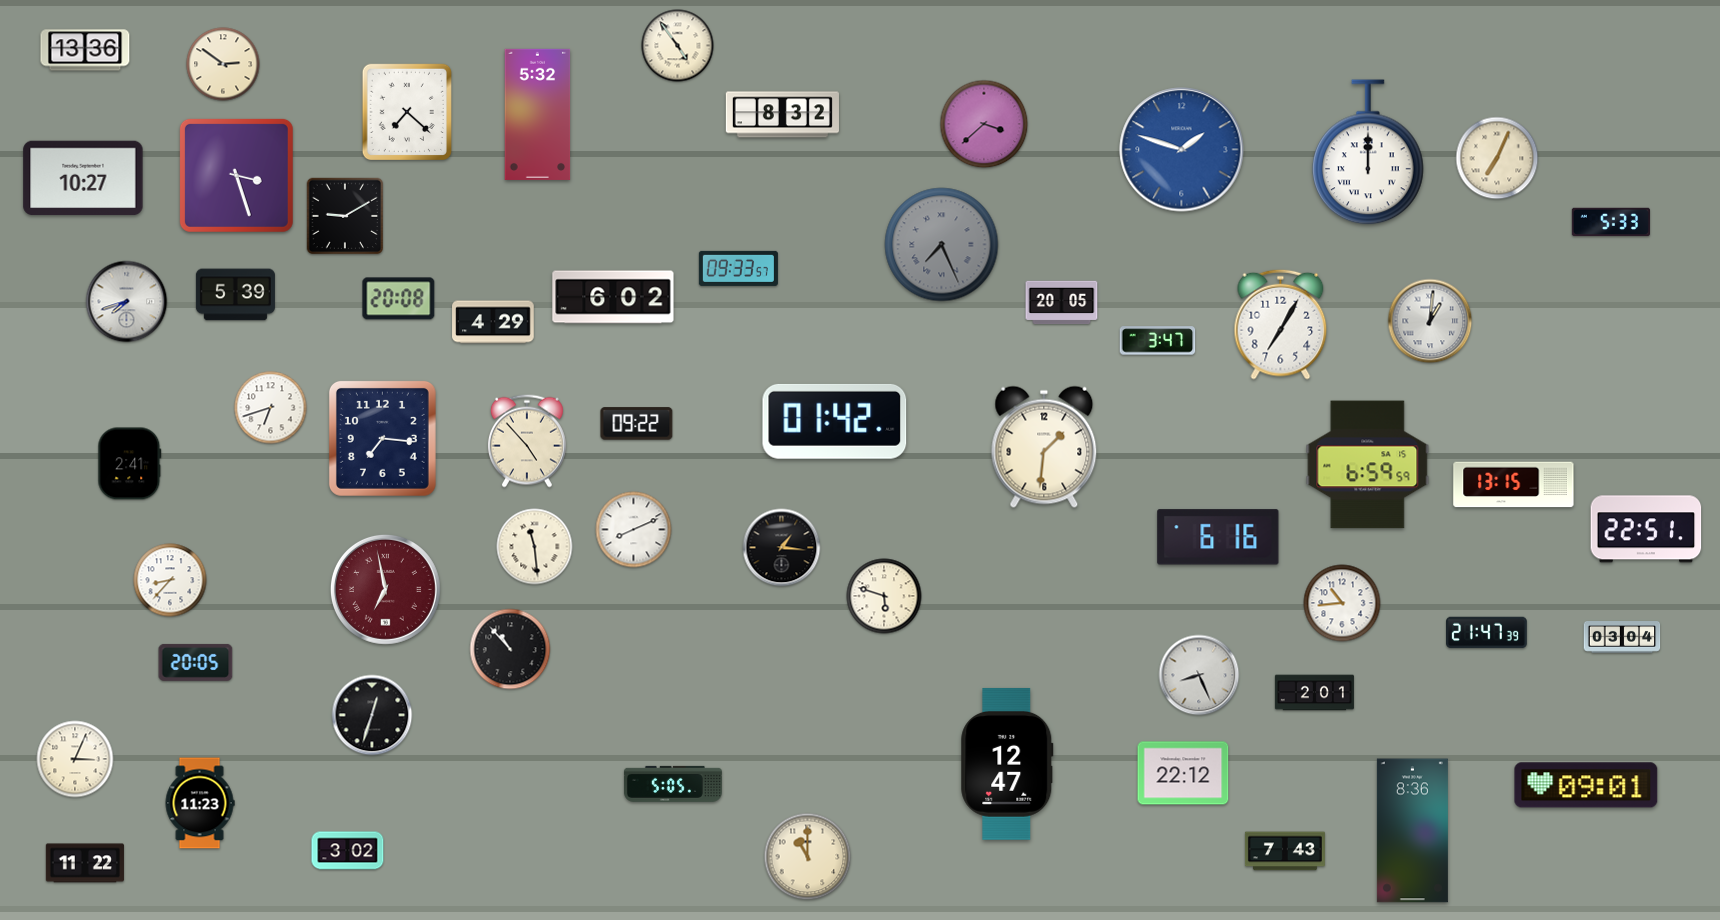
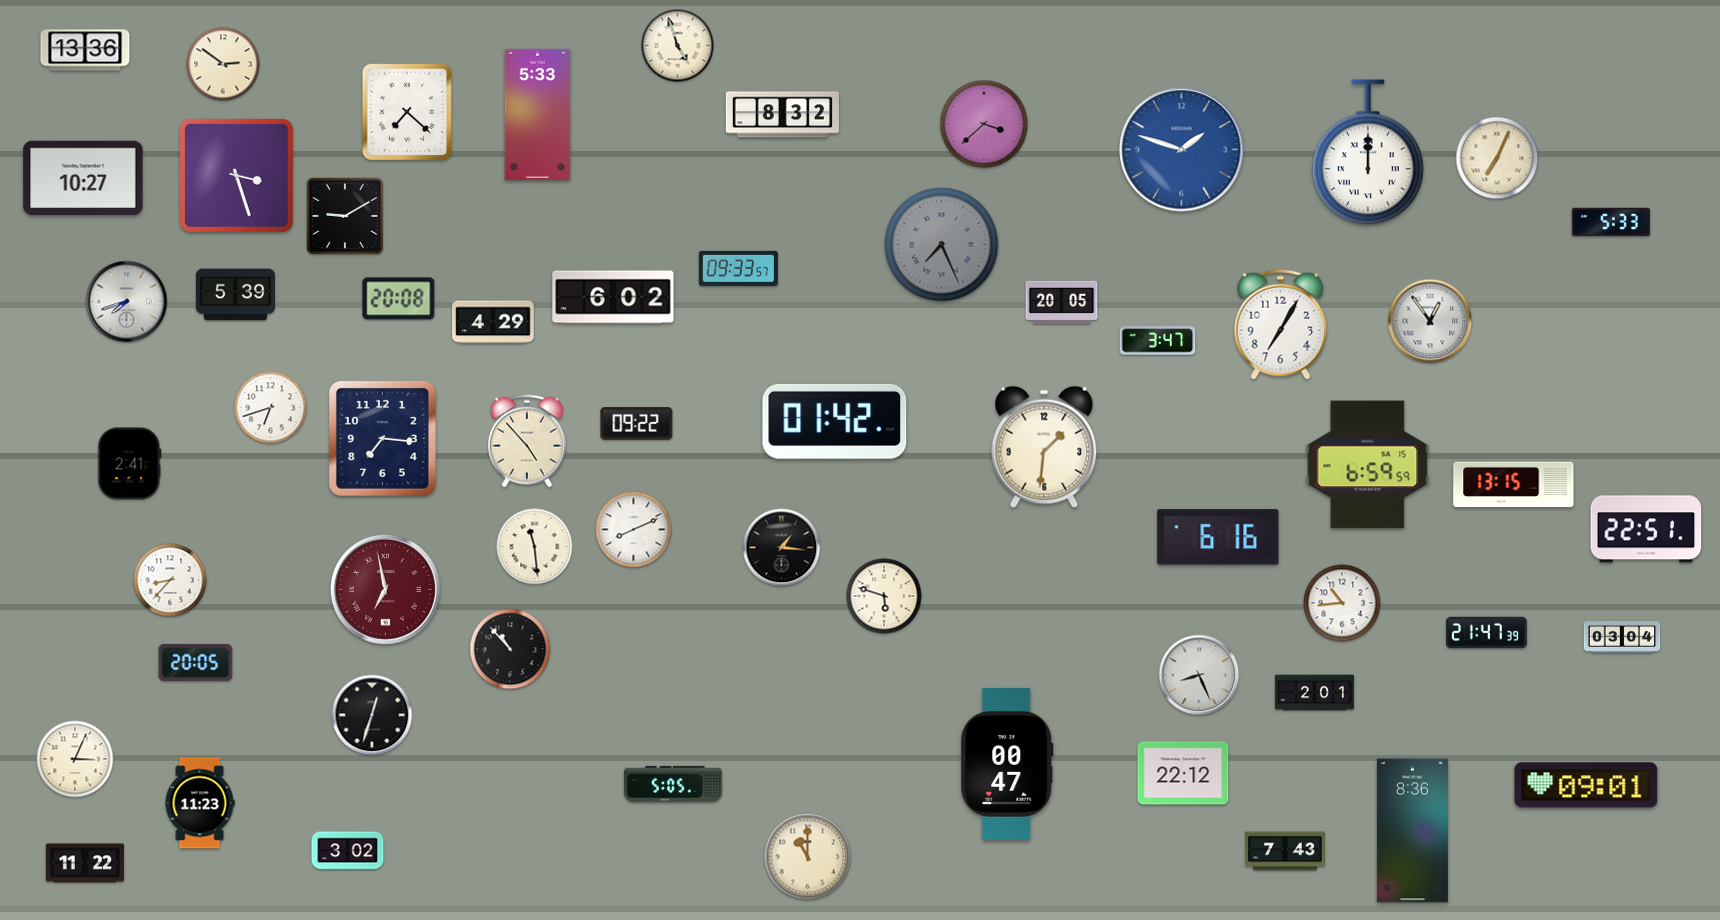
clock at (678, 46): 4:54 -> 4:57
clock at (538, 114): 5:32 -> 5:33
clock at (1430, 321): 1:01 -> 12:54
clock at (1007, 764): 12:47 -> 00:47
